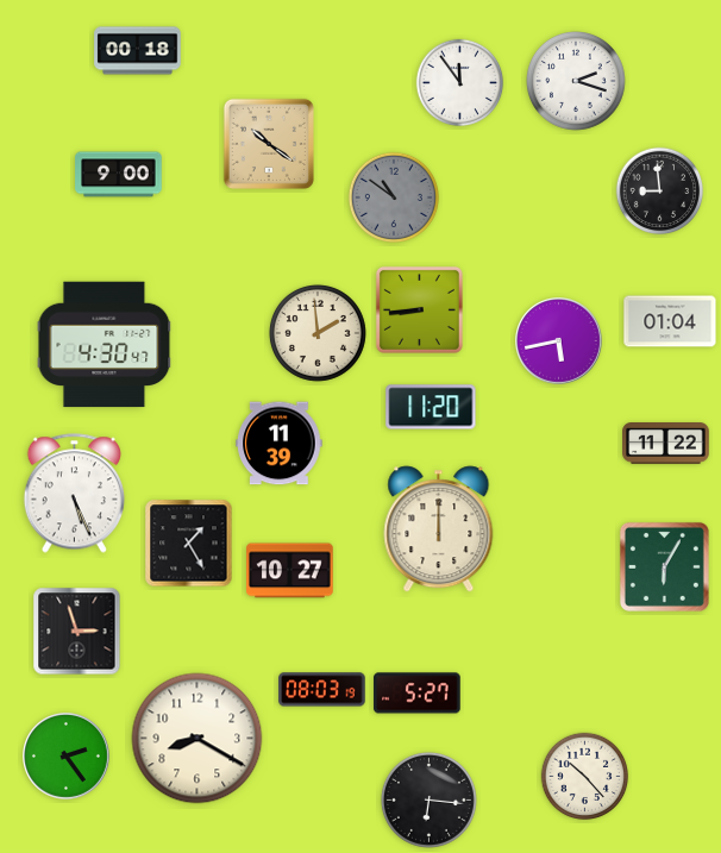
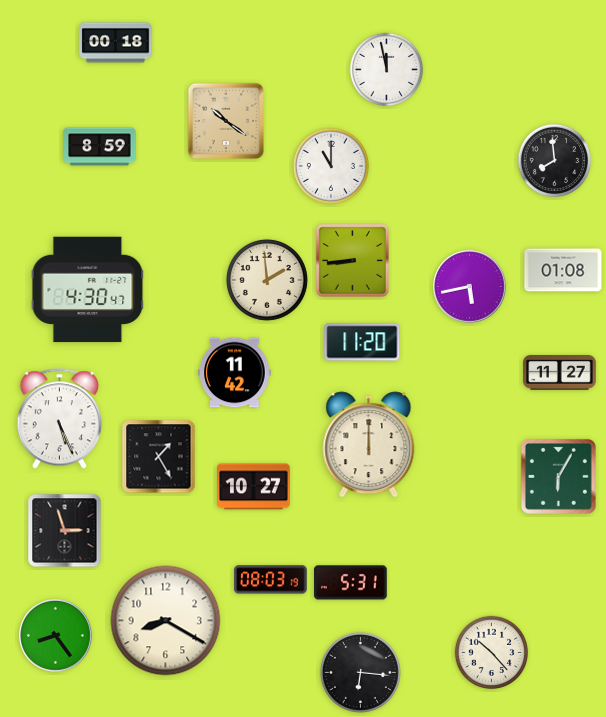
clock at (577, 82): 2:18 -> none
clock at (460, 83): 11:54 -> 11:58
clock at (119, 175): 9:00 -> 8:59
clock at (660, 192): 8:59 -> 7:59
clock at (394, 197): 10:51 -> 11:00
clock at (394, 197) dial: grey -> white
clock at (670, 321): 01:04 -> 01:08
clock at (280, 444): 11:39 -> 11:42
clock at (666, 444): 11:22 -> 11:27
clock at (74, 494) position: (74, 494) -> (59, 419)
clock at (290, 571) position: (290, 571) -> (254, 487)
clock at (418, 694): 5:27 -> 5:31
clock at (67, 757): 2:24 -> 8:24
